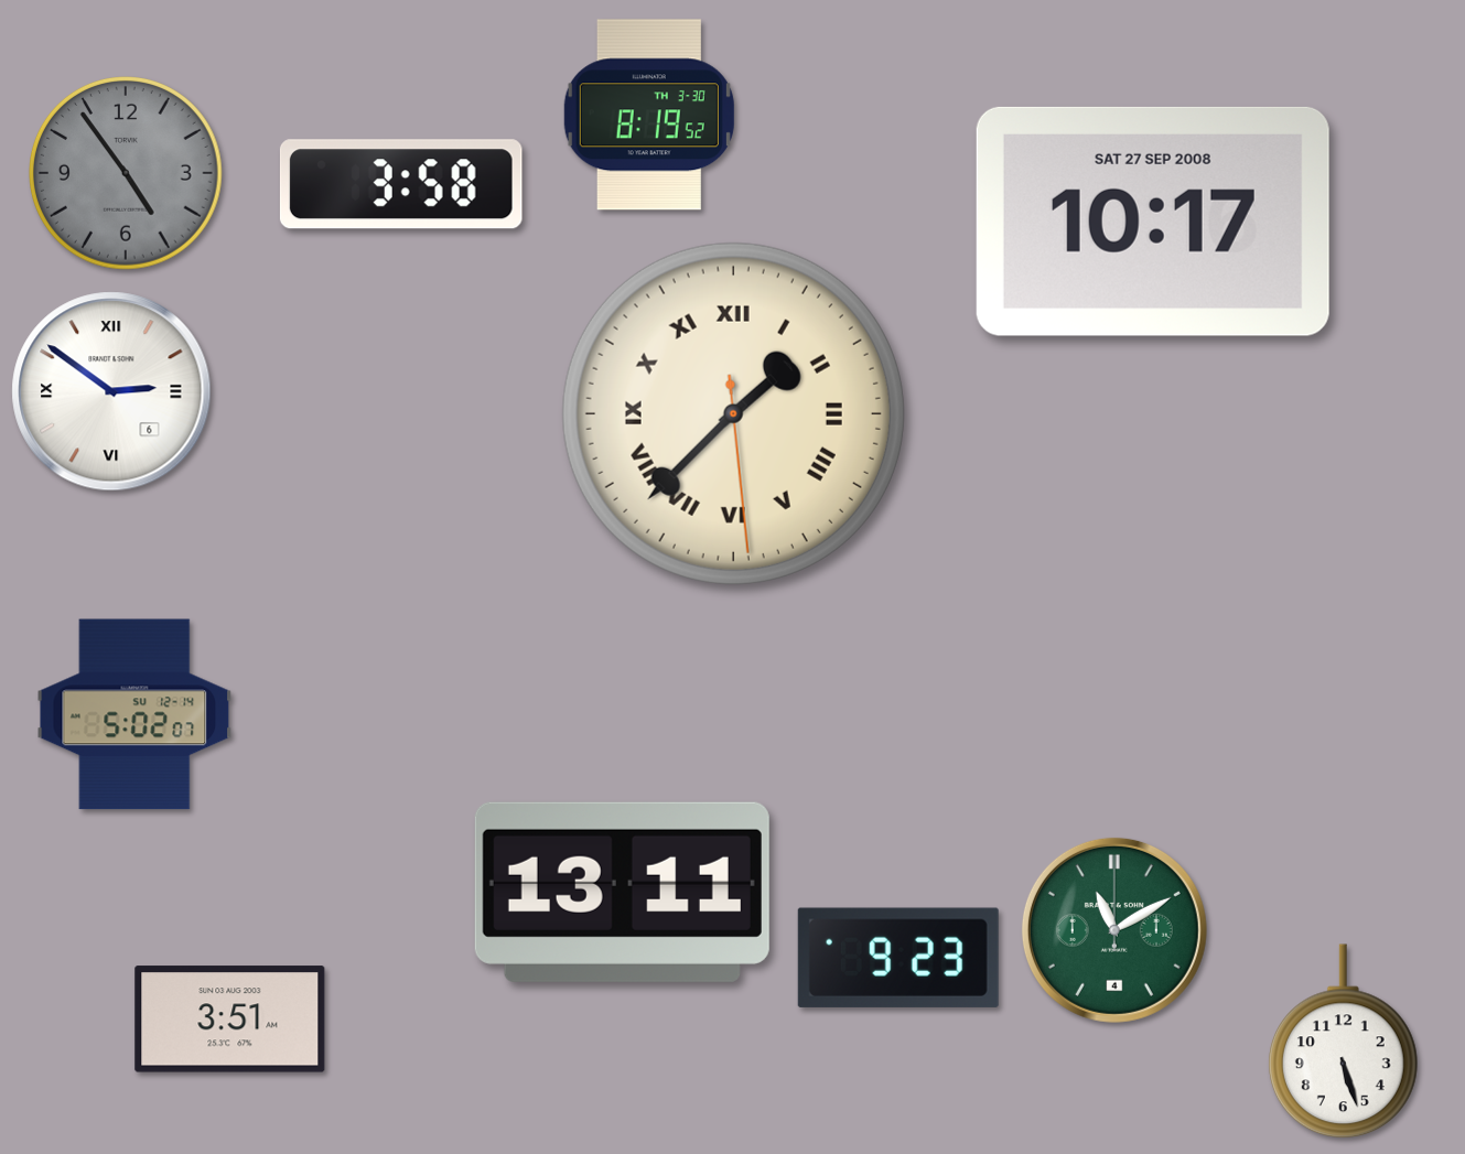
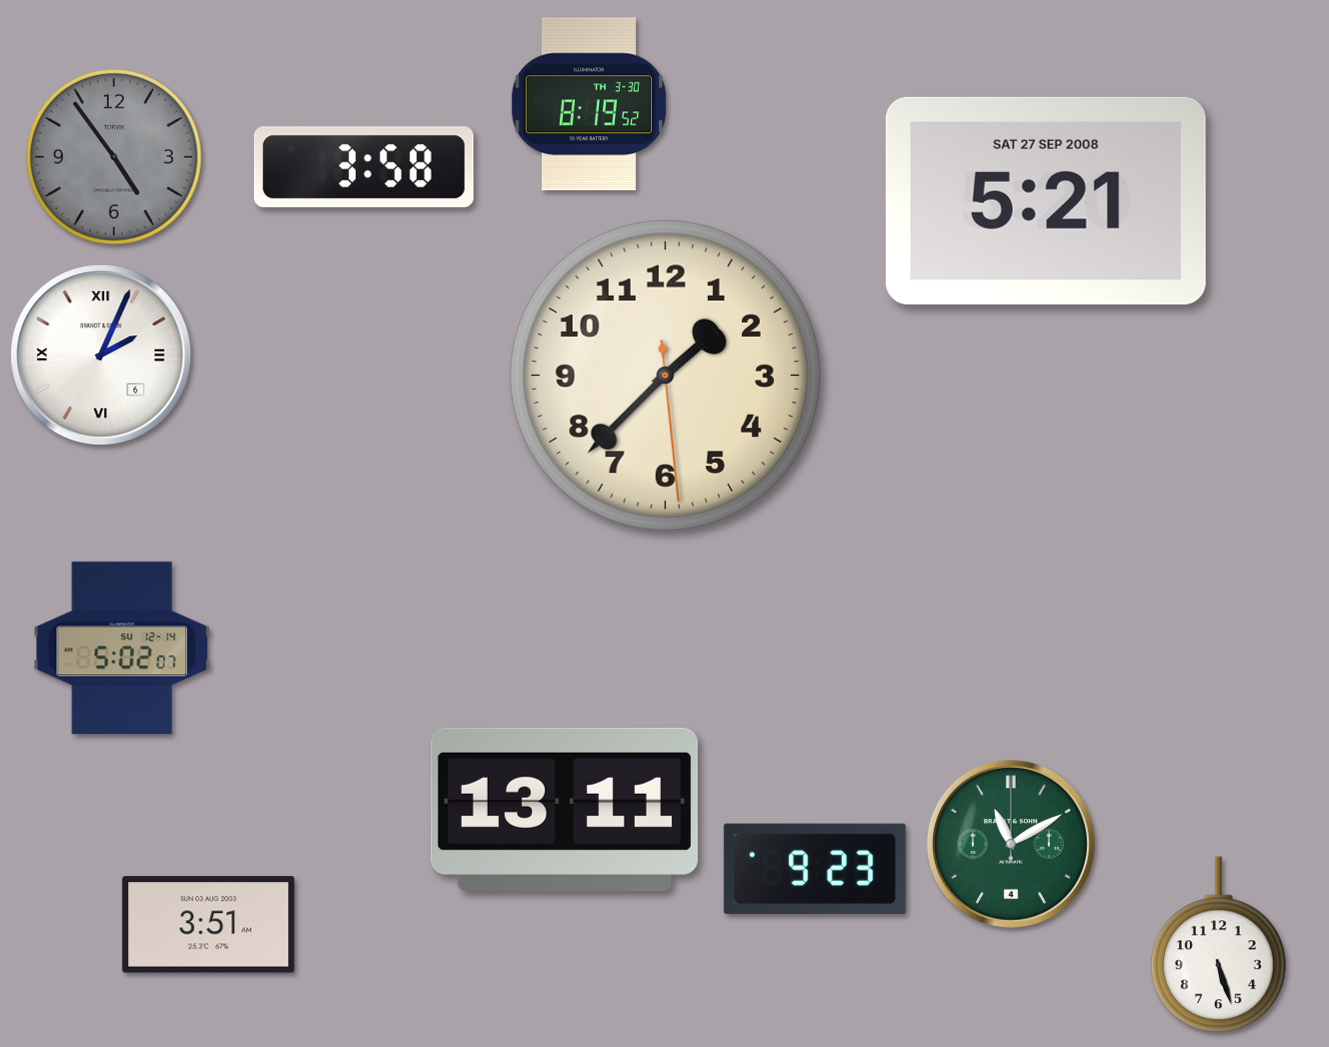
clock at (1153, 222): 10:17 -> 5:21
clock at (111, 391): 2:51 -> 2:04
clock at (733, 413) numerals: Roman -> Arabic
